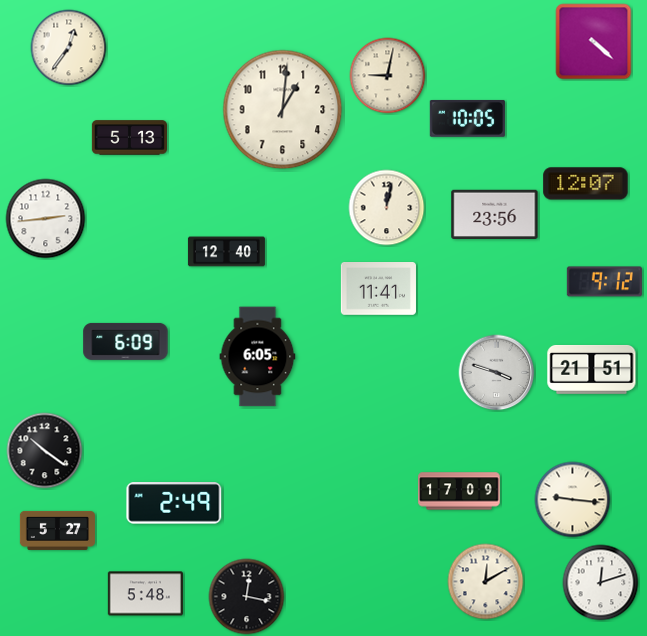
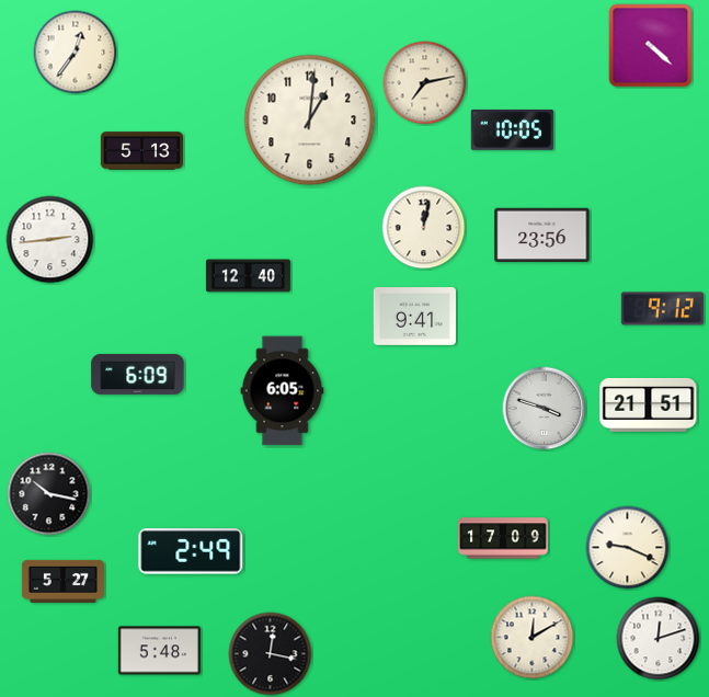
clock at (388, 76): 9:02 -> 7:13
clock at (586, 184): 12:07 -> none
clock at (378, 289): 11:41 -> 9:41
clock at (45, 451): 10:21 -> 10:17
clock at (573, 500): 9:16 -> 9:19
